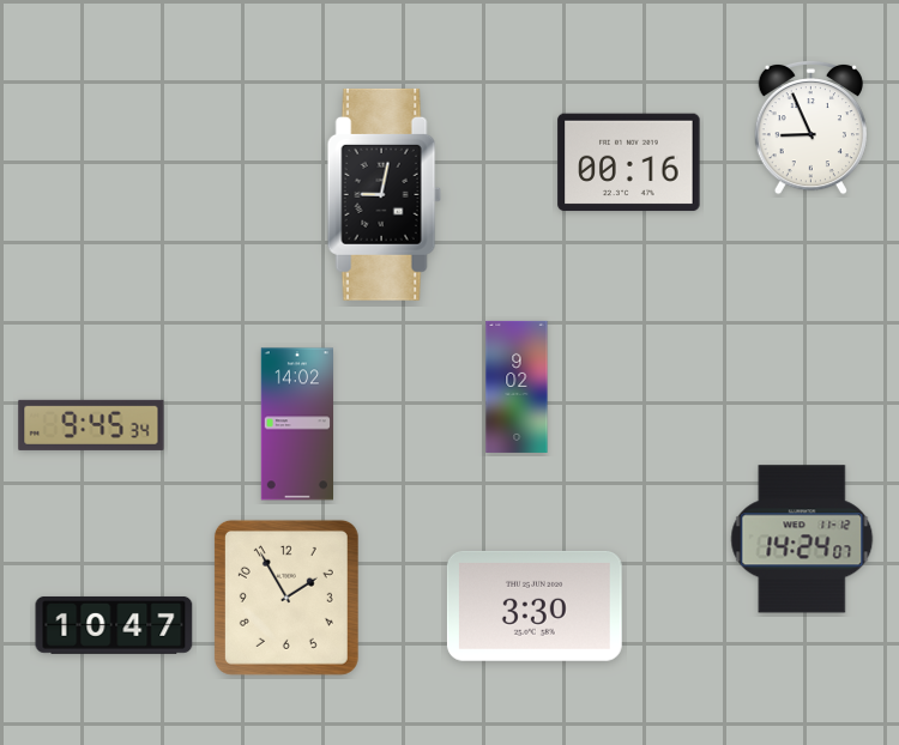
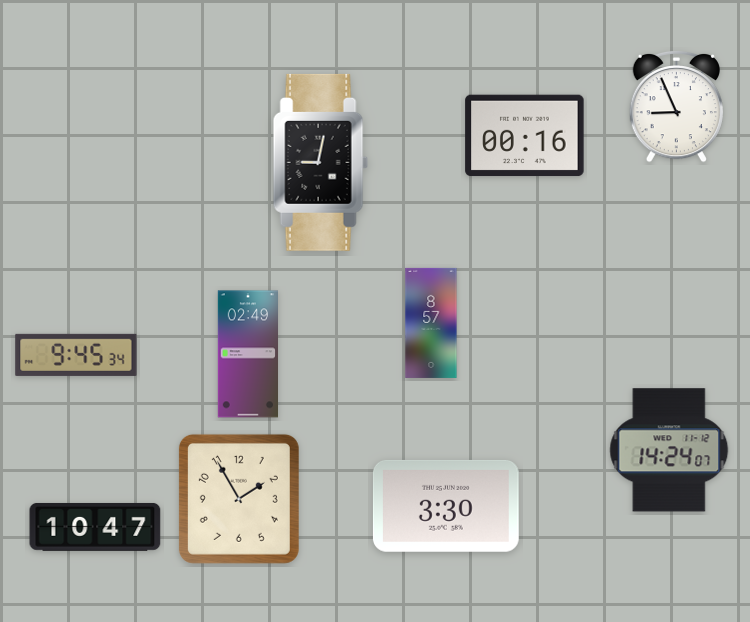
clock at (517, 387): 9:02 -> 8:57
clock at (296, 424): 14:02 -> 02:49
clock at (114, 625) position: (114, 625) -> (95, 527)
